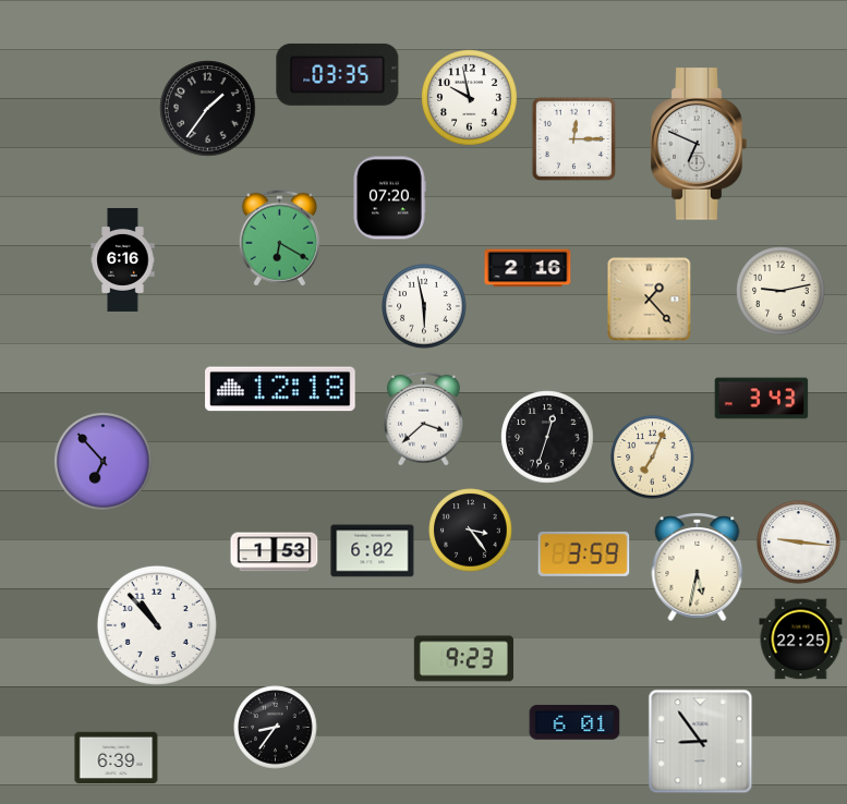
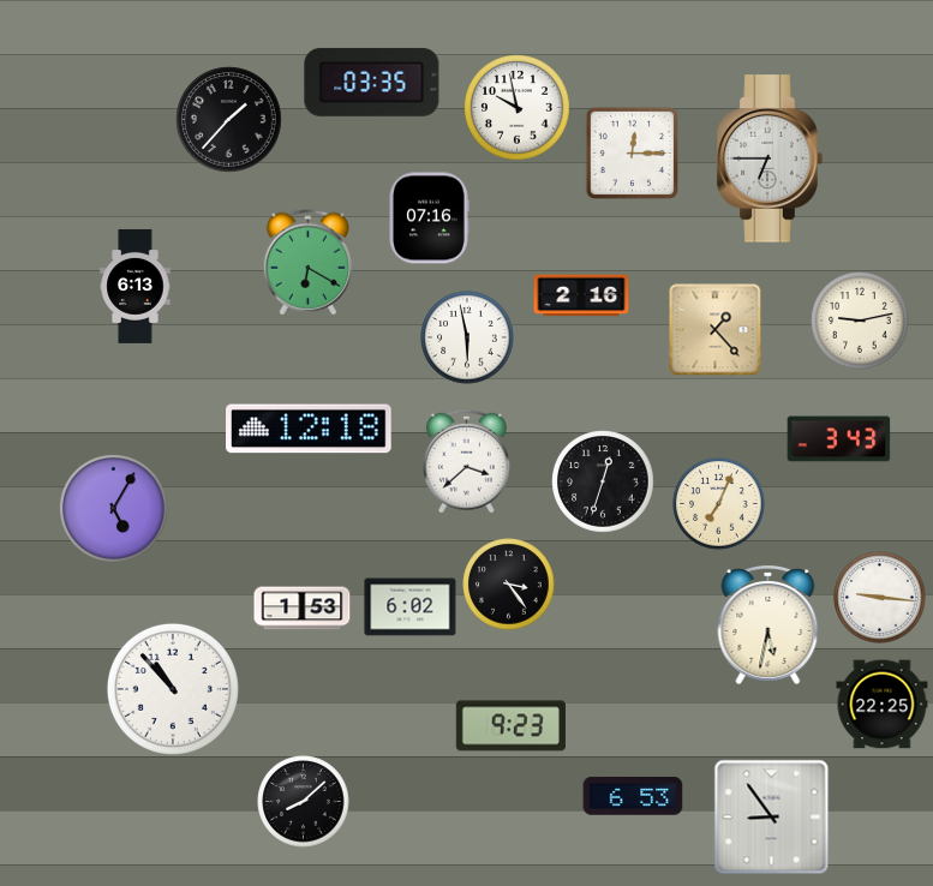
clock at (208, 109): 1:36 -> 1:37
clock at (699, 144): 6:49 -> 6:45
clock at (389, 198): 07:20 -> 07:16
clock at (123, 259): 6:16 -> 6:13
clock at (104, 462): 6:53 -> 5:05
clock at (471, 531) position: (471, 531) -> (509, 585)
clock at (584, 553): 3:59 -> none
clock at (574, 722): 6:01 -> 6:53
clock at (276, 728): 8:36 -> 8:08
clock at (117, 758): 6:39 -> none
